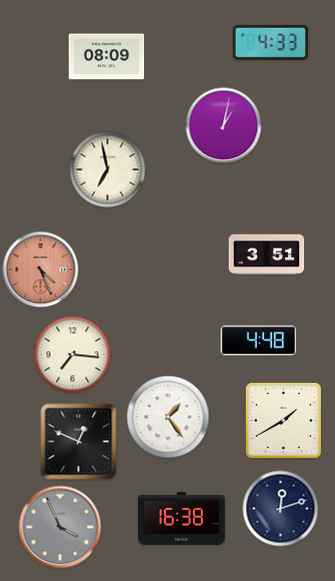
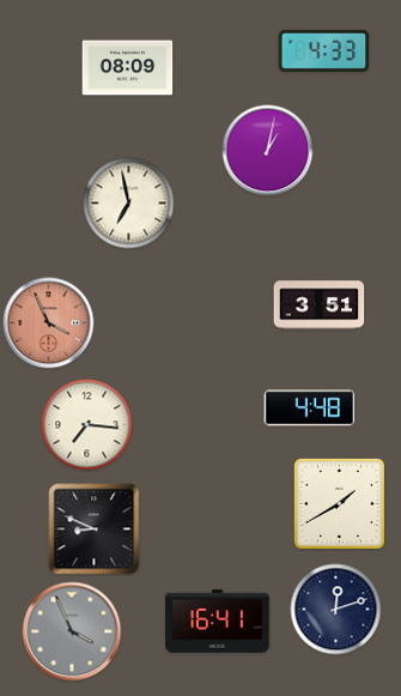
clock at (41, 270): 4:26 -> 3:56
clock at (168, 417): 1:24 -> none
clock at (79, 442): 12:49 -> 8:49
clock at (182, 518): 16:38 -> 16:41
